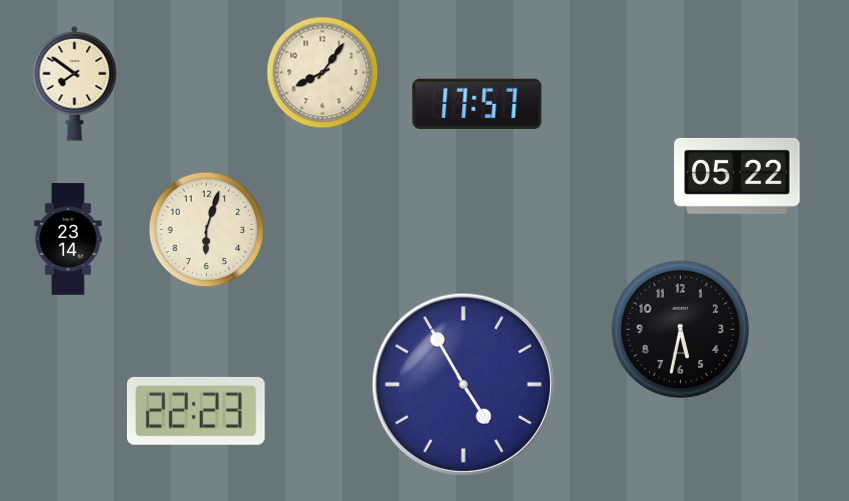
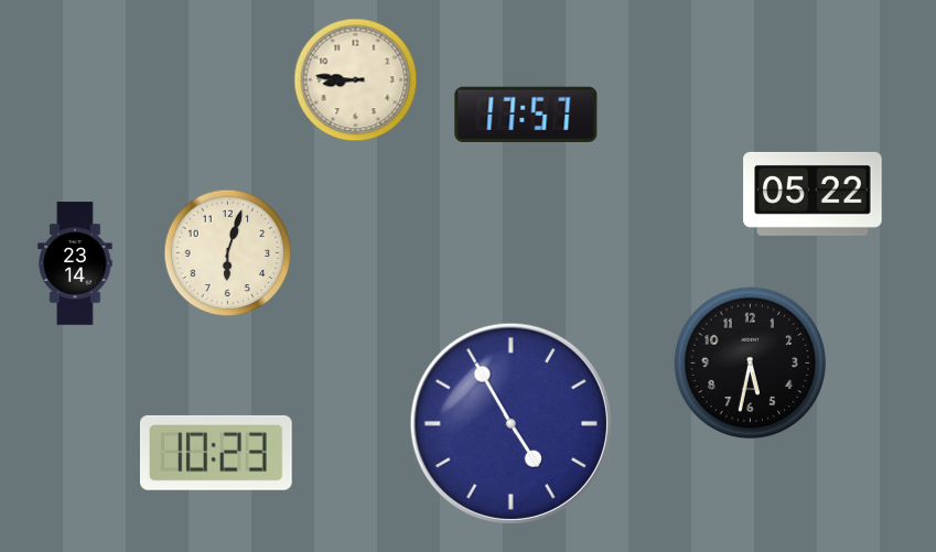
clock at (323, 73): 8:06 -> 8:46
clock at (75, 83): 7:51 -> none
clock at (196, 411): 22:23 -> 10:23
